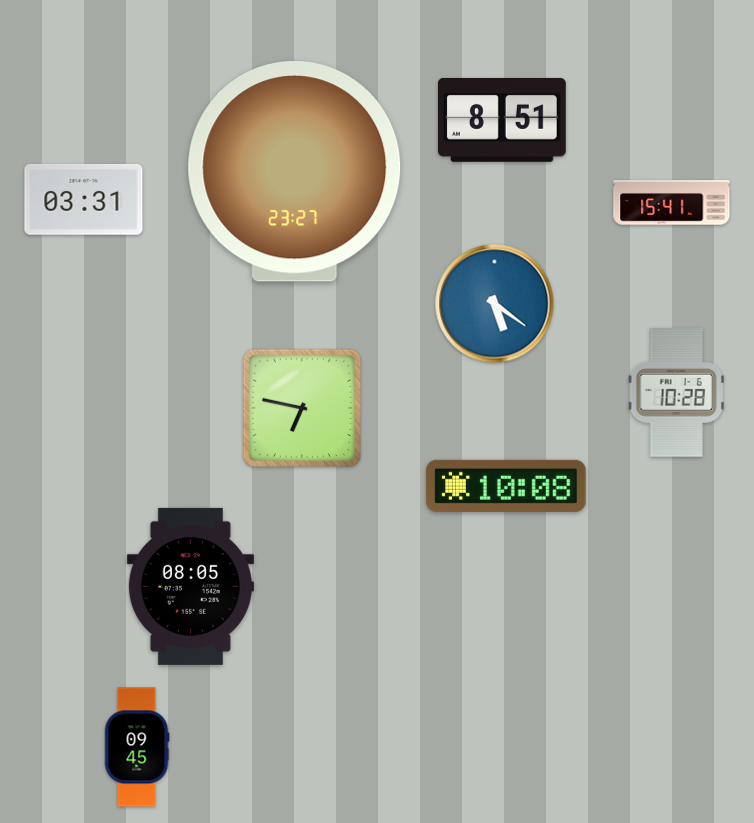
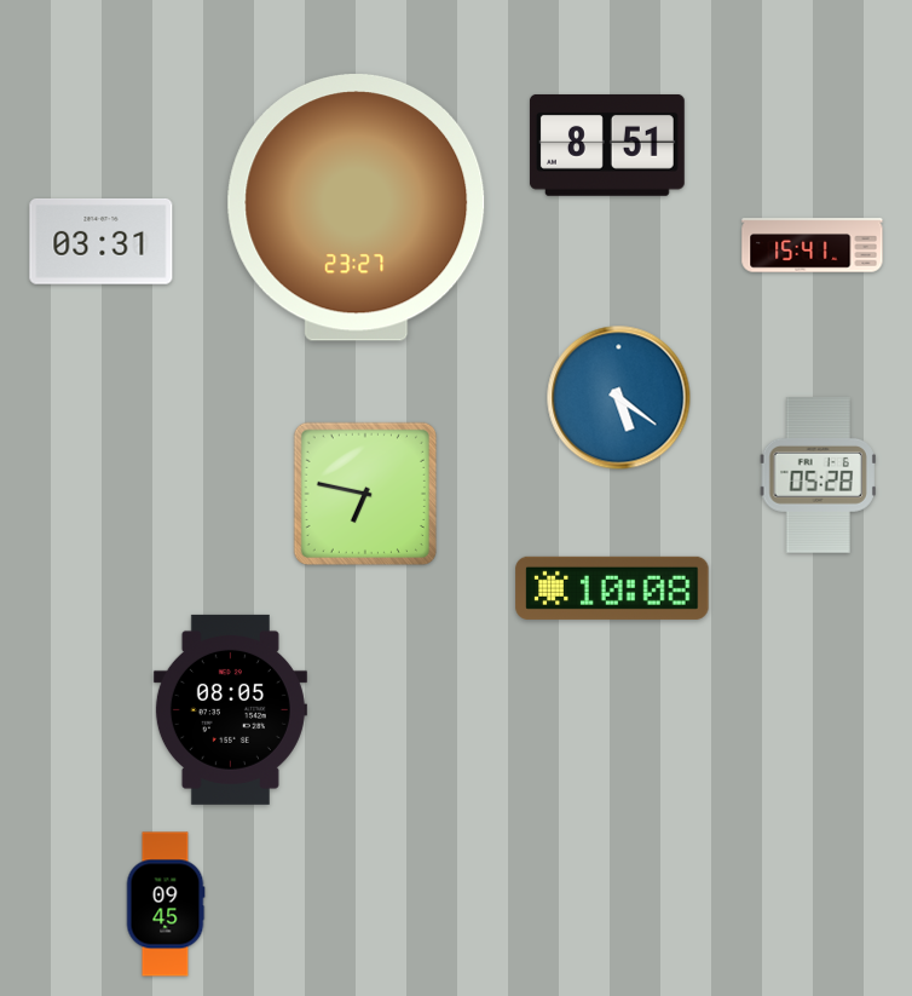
clock at (495, 304) position: (495, 304) -> (619, 398)
clock at (676, 393): 10:28 -> 05:28
